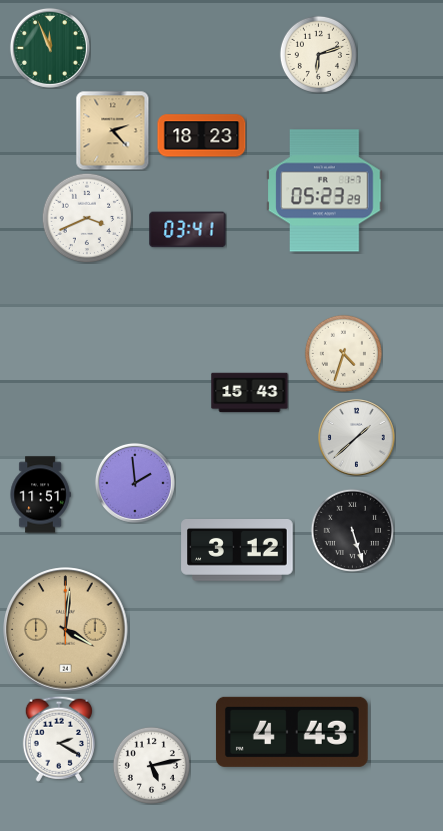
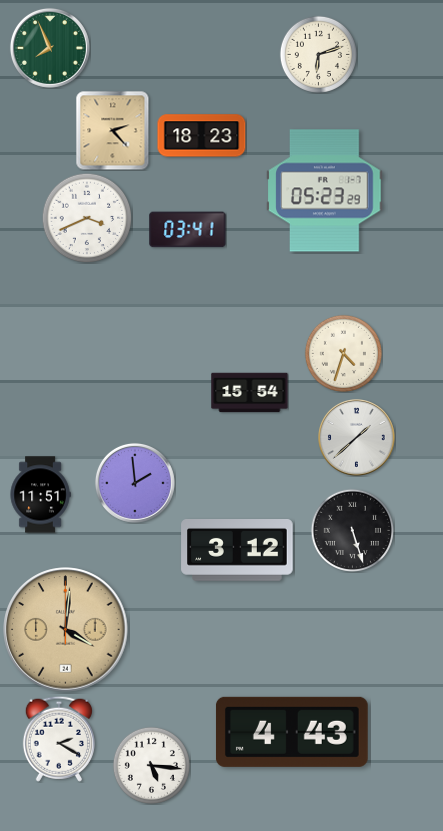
clock at (50, 48): 11:56 -> 7:56
clock at (250, 393): 15:43 -> 15:54
clock at (151, 765): 5:13 -> 5:16
